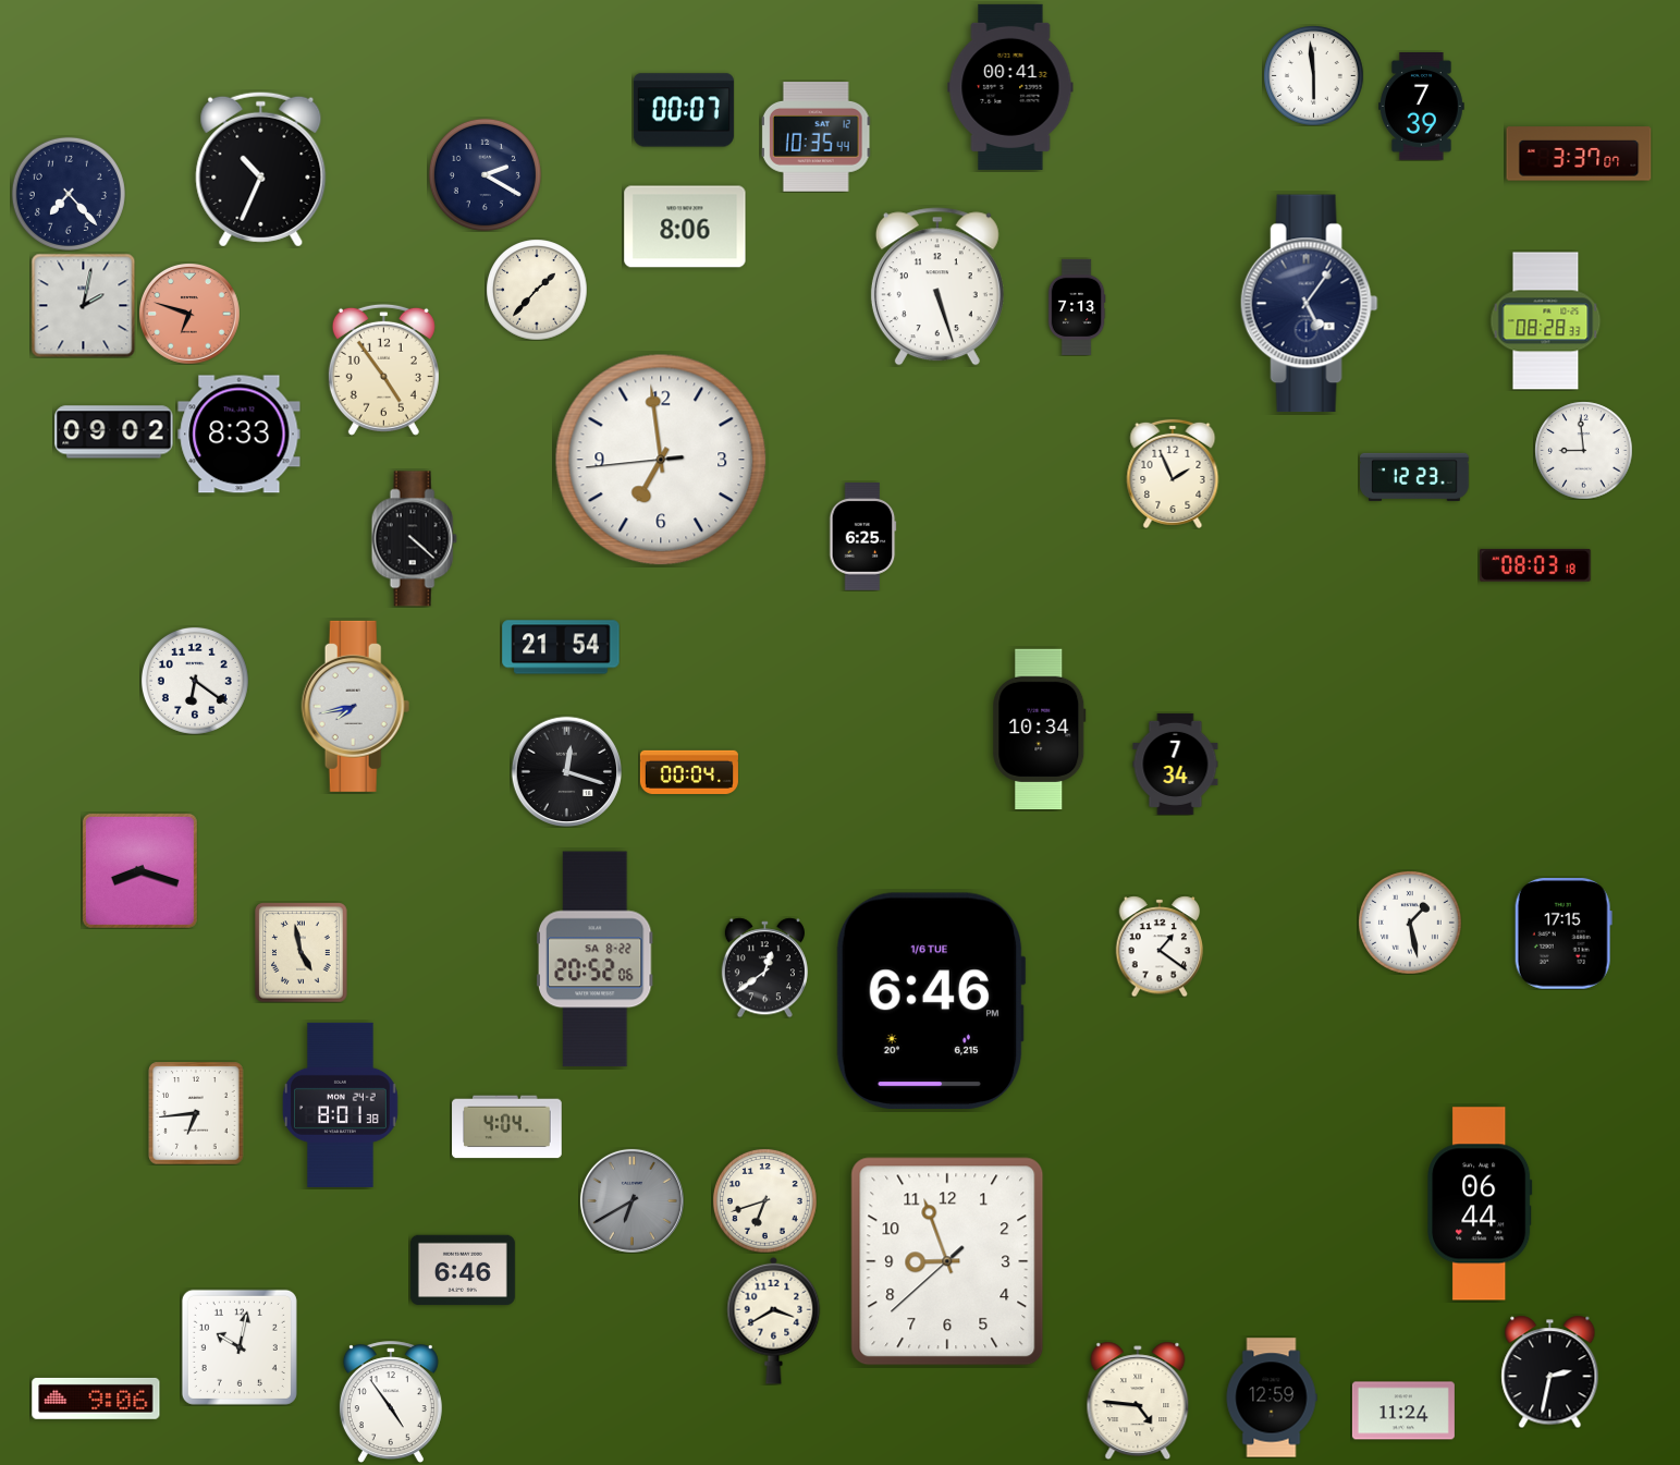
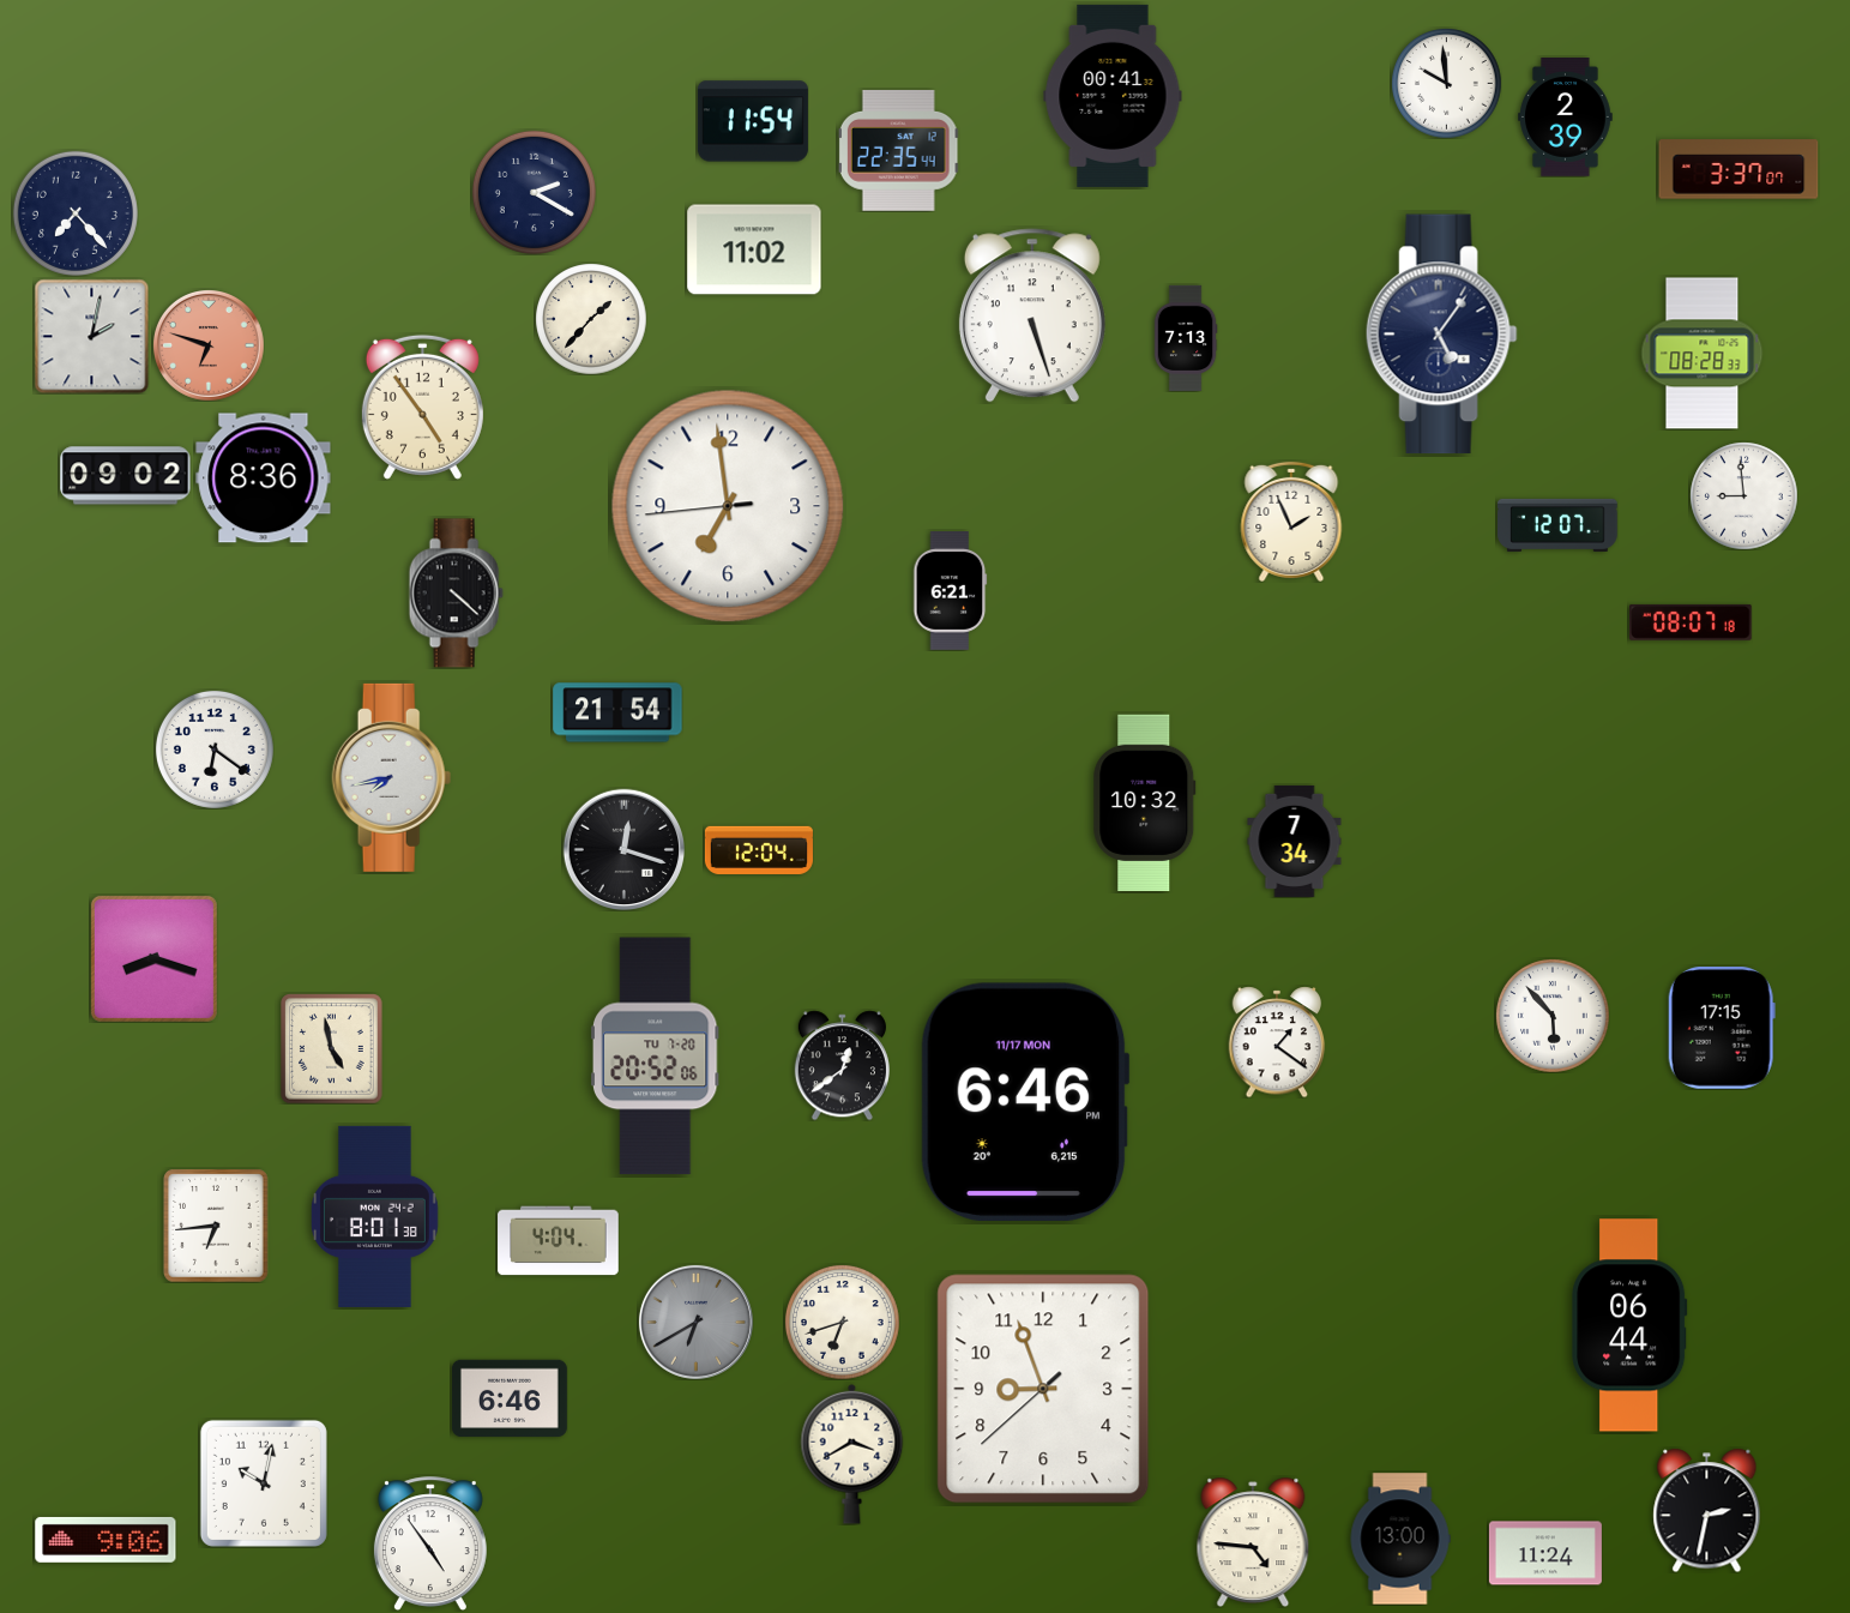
clock at (1313, 75): 5:59 -> 9:59
clock at (1422, 107): 7:39 -> 2:39
clock at (684, 110): 00:07 -> 11:54
clock at (816, 137): 10:35 -> 22:35
clock at (261, 169): 10:34 -> none
clock at (685, 227): 8:06 -> 11:02
clock at (240, 435): 8:33 -> 8:36
clock at (1415, 477): 12:23 -> 12:07
clock at (863, 537): 6:25 -> 6:21
clock at (1536, 565): 08:03 -> 08:07
clock at (1040, 729): 10:34 -> 10:32
clock at (689, 772): 00:04 -> 12:04
clock at (1410, 923): 1:28 -> 5:53
clock at (594, 960) date: SA 8-22 -> TU 7-20
clock at (931, 1000) date: 1/6 TUE -> 11/17 MON
clock at (1272, 1397): 12:59 -> 13:00
